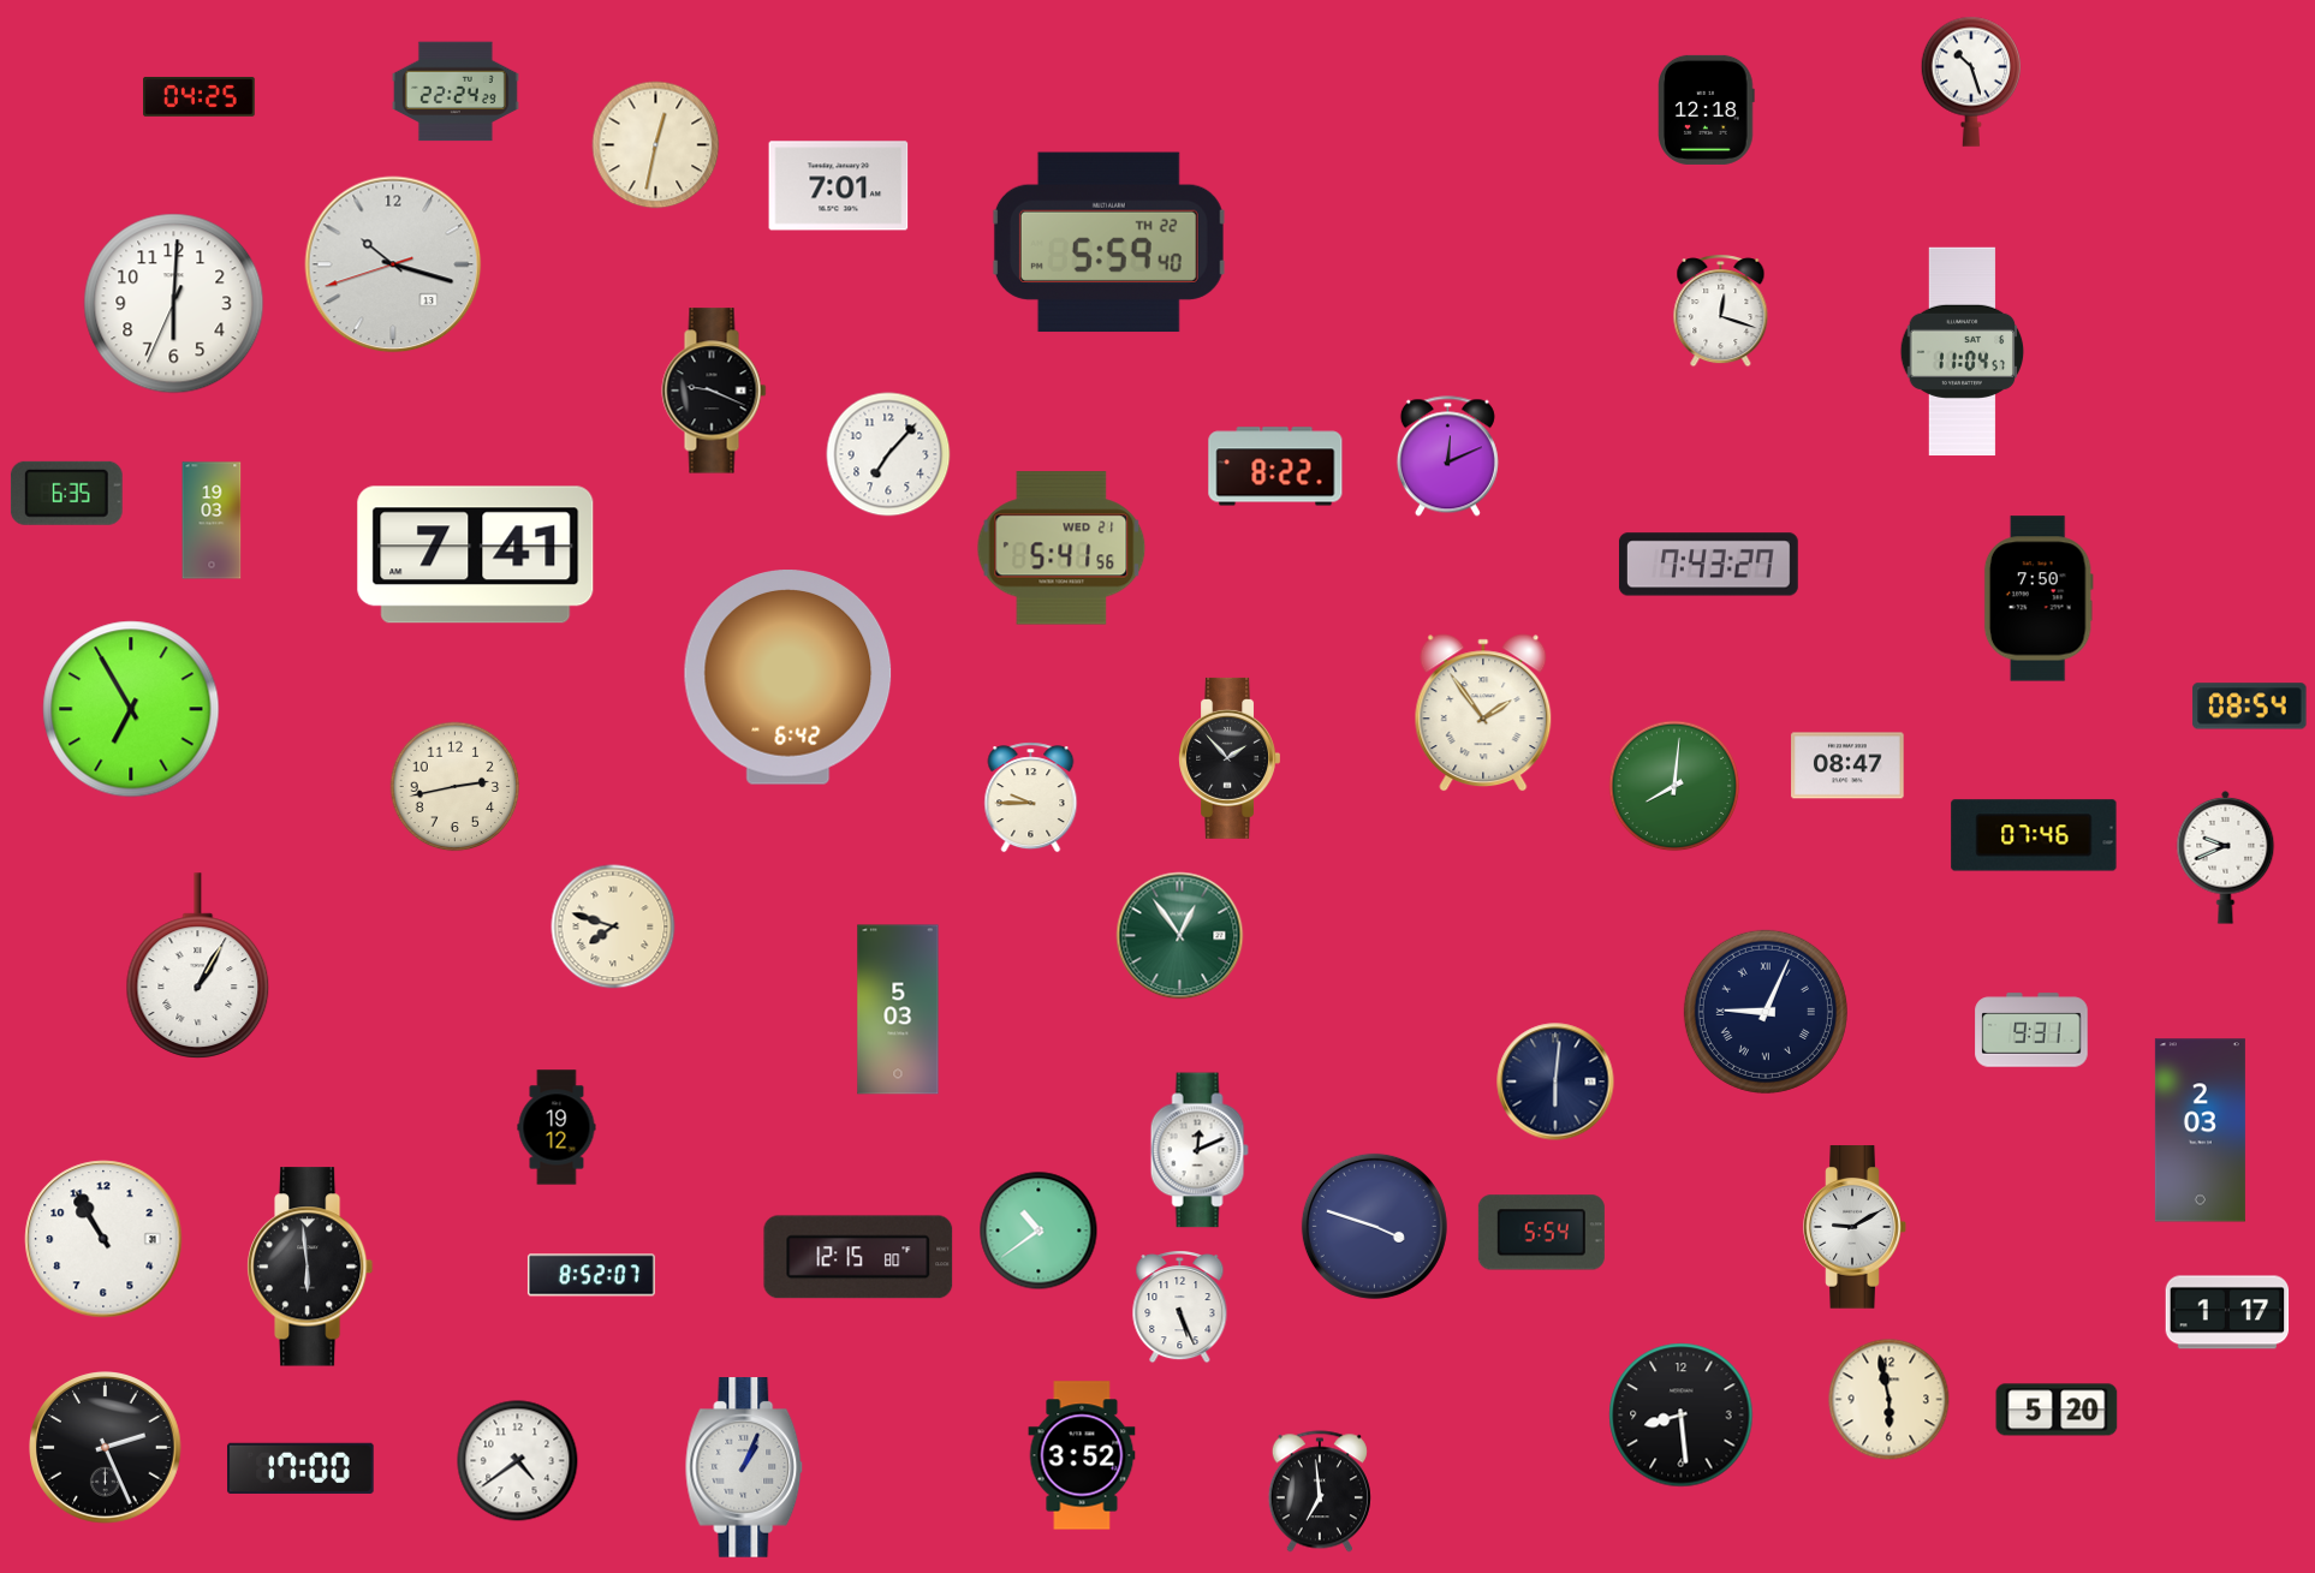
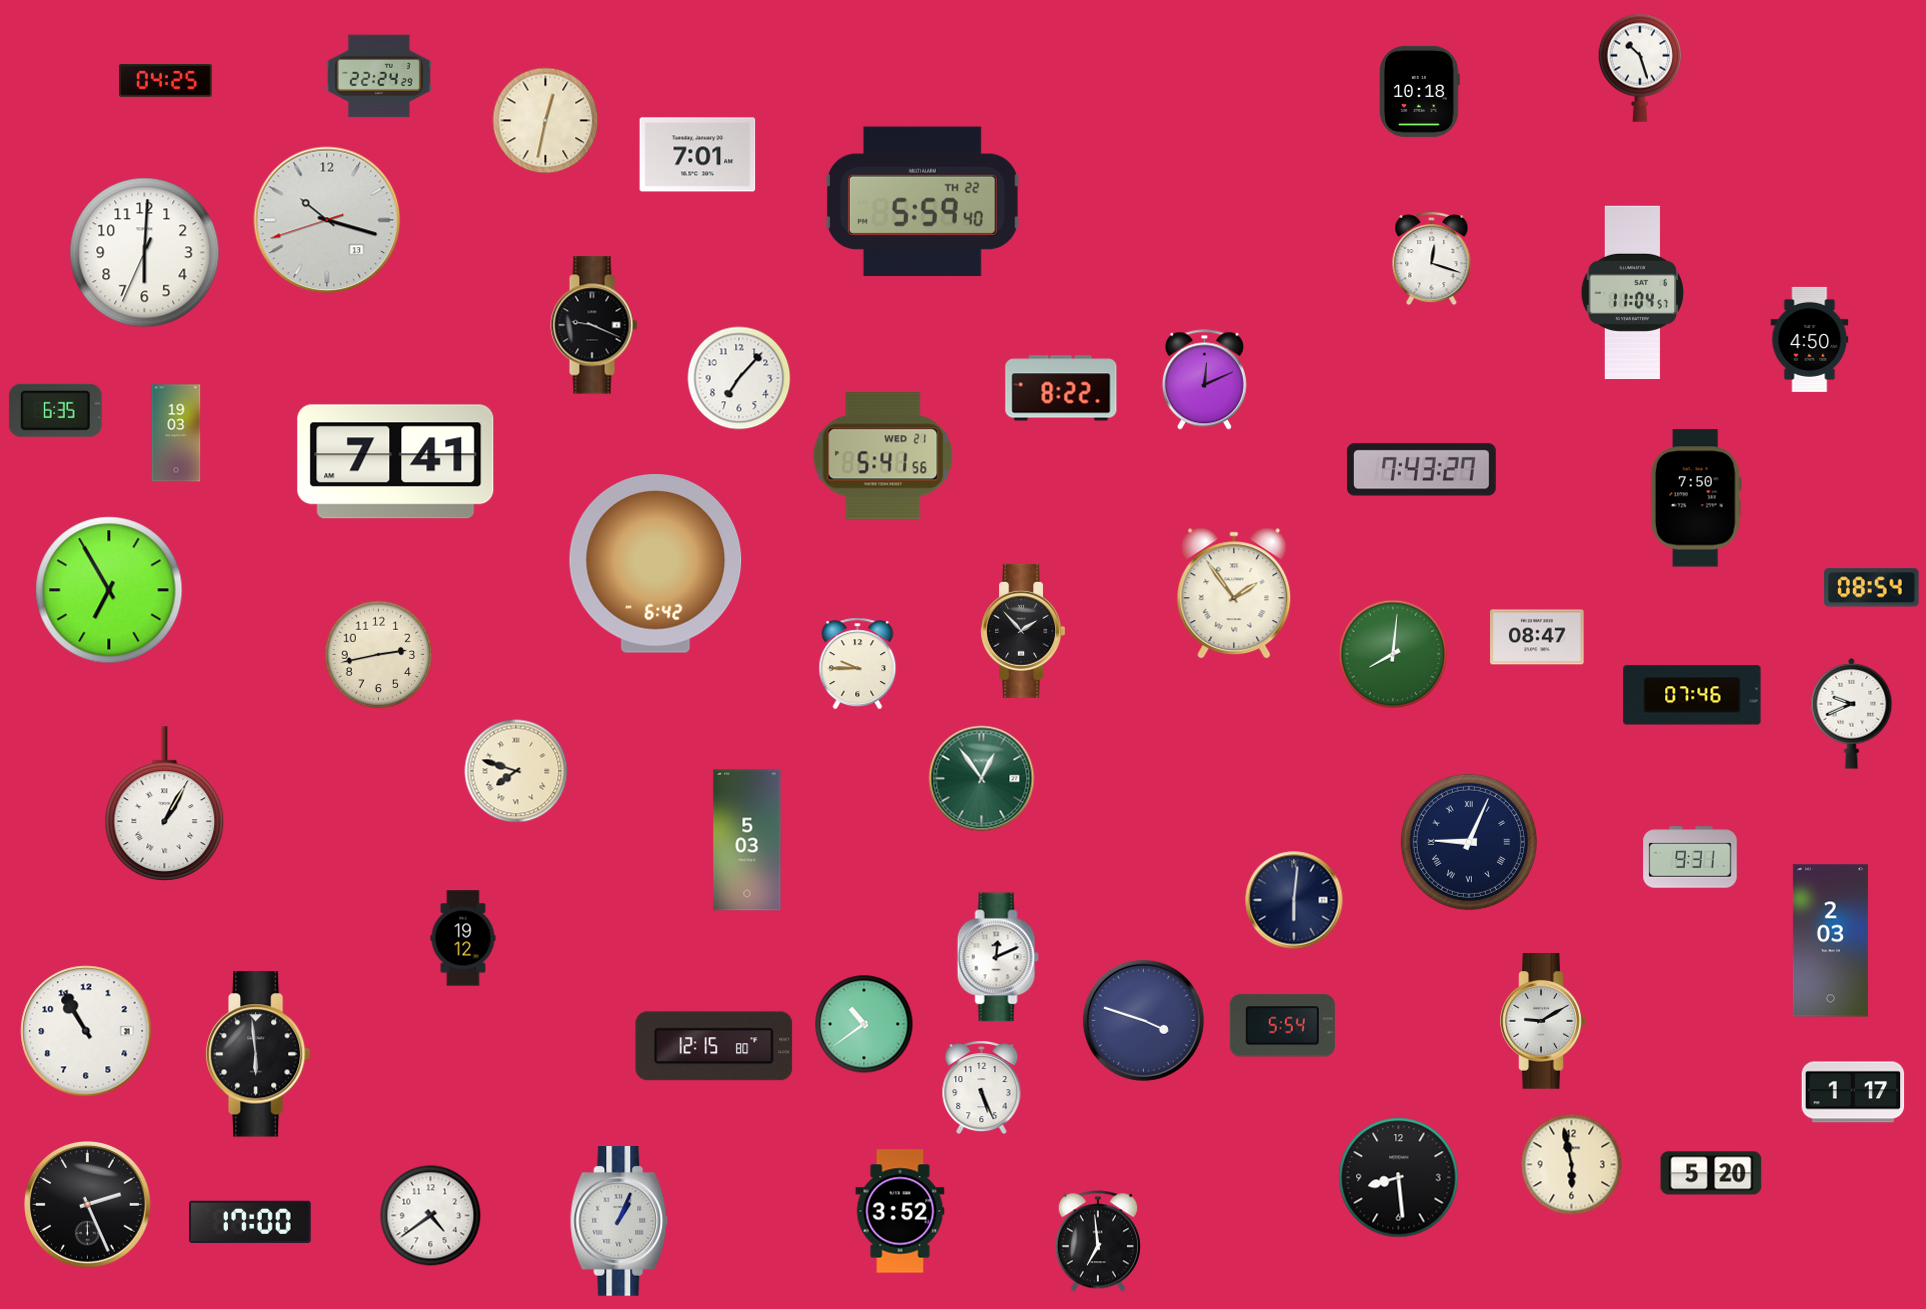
clock at (1707, 109): 12:18 -> 10:18
clock at (1810, 339): none -> 4:50
clock at (613, 926) position: (613, 926) -> (516, 771)
clock at (591, 1275): 8:52 -> none
